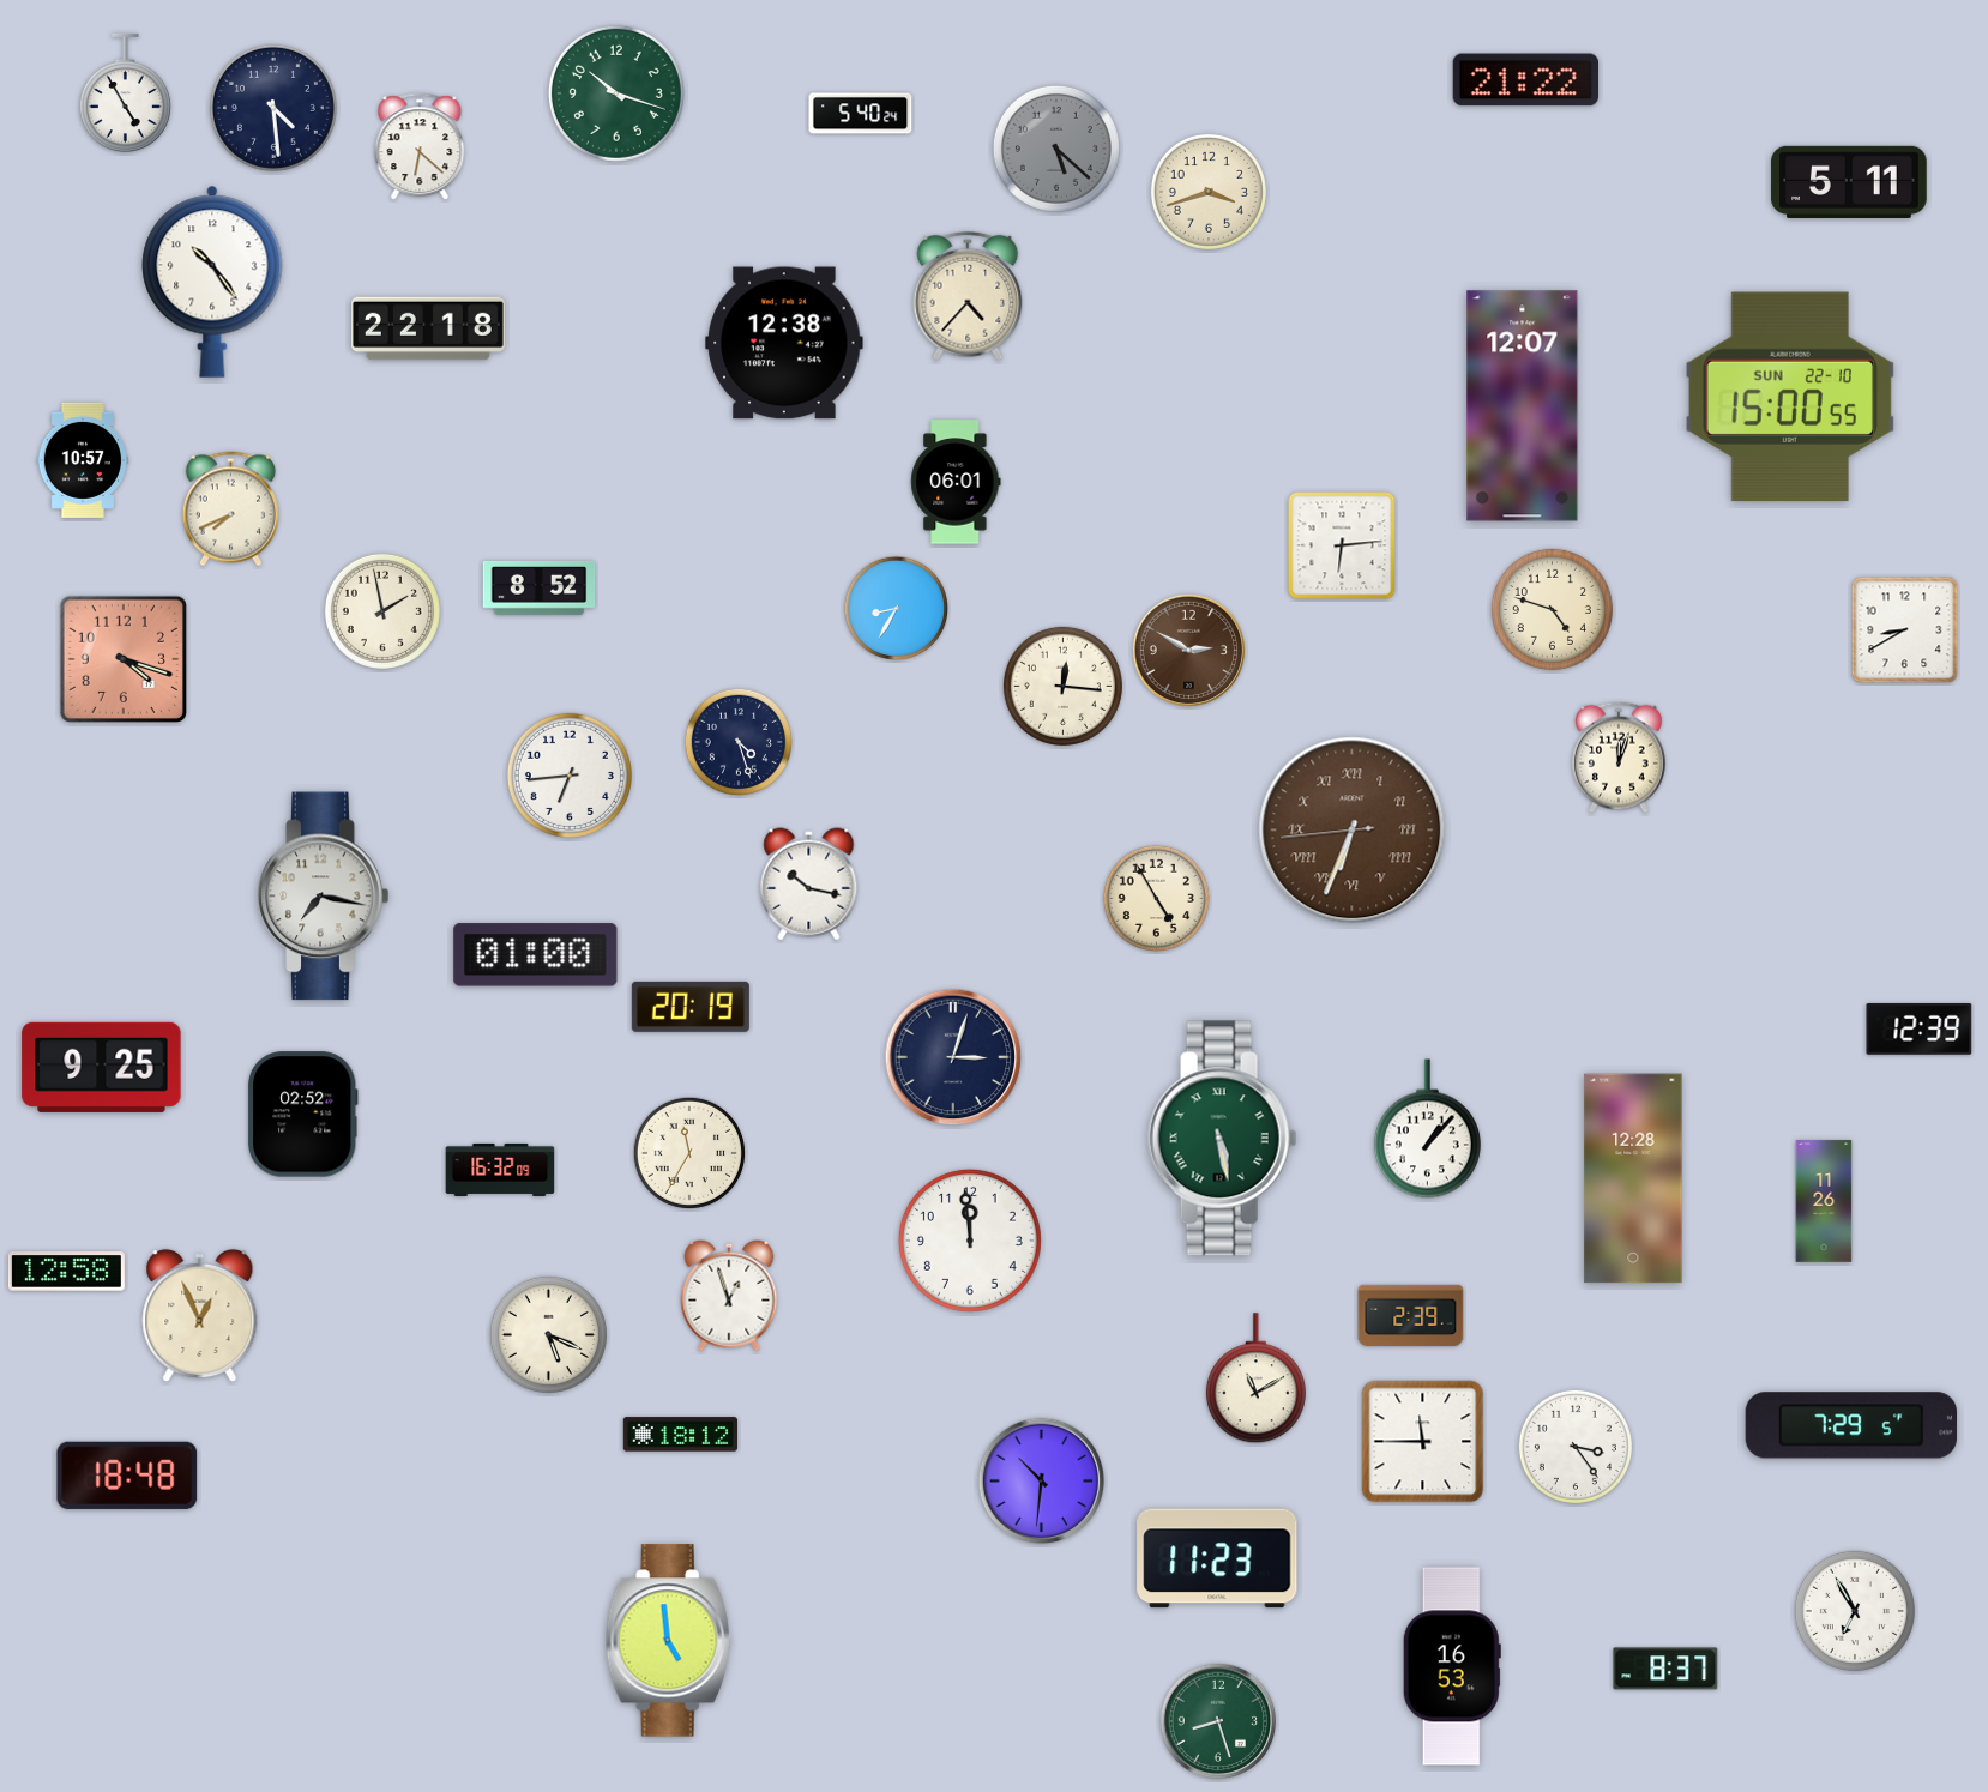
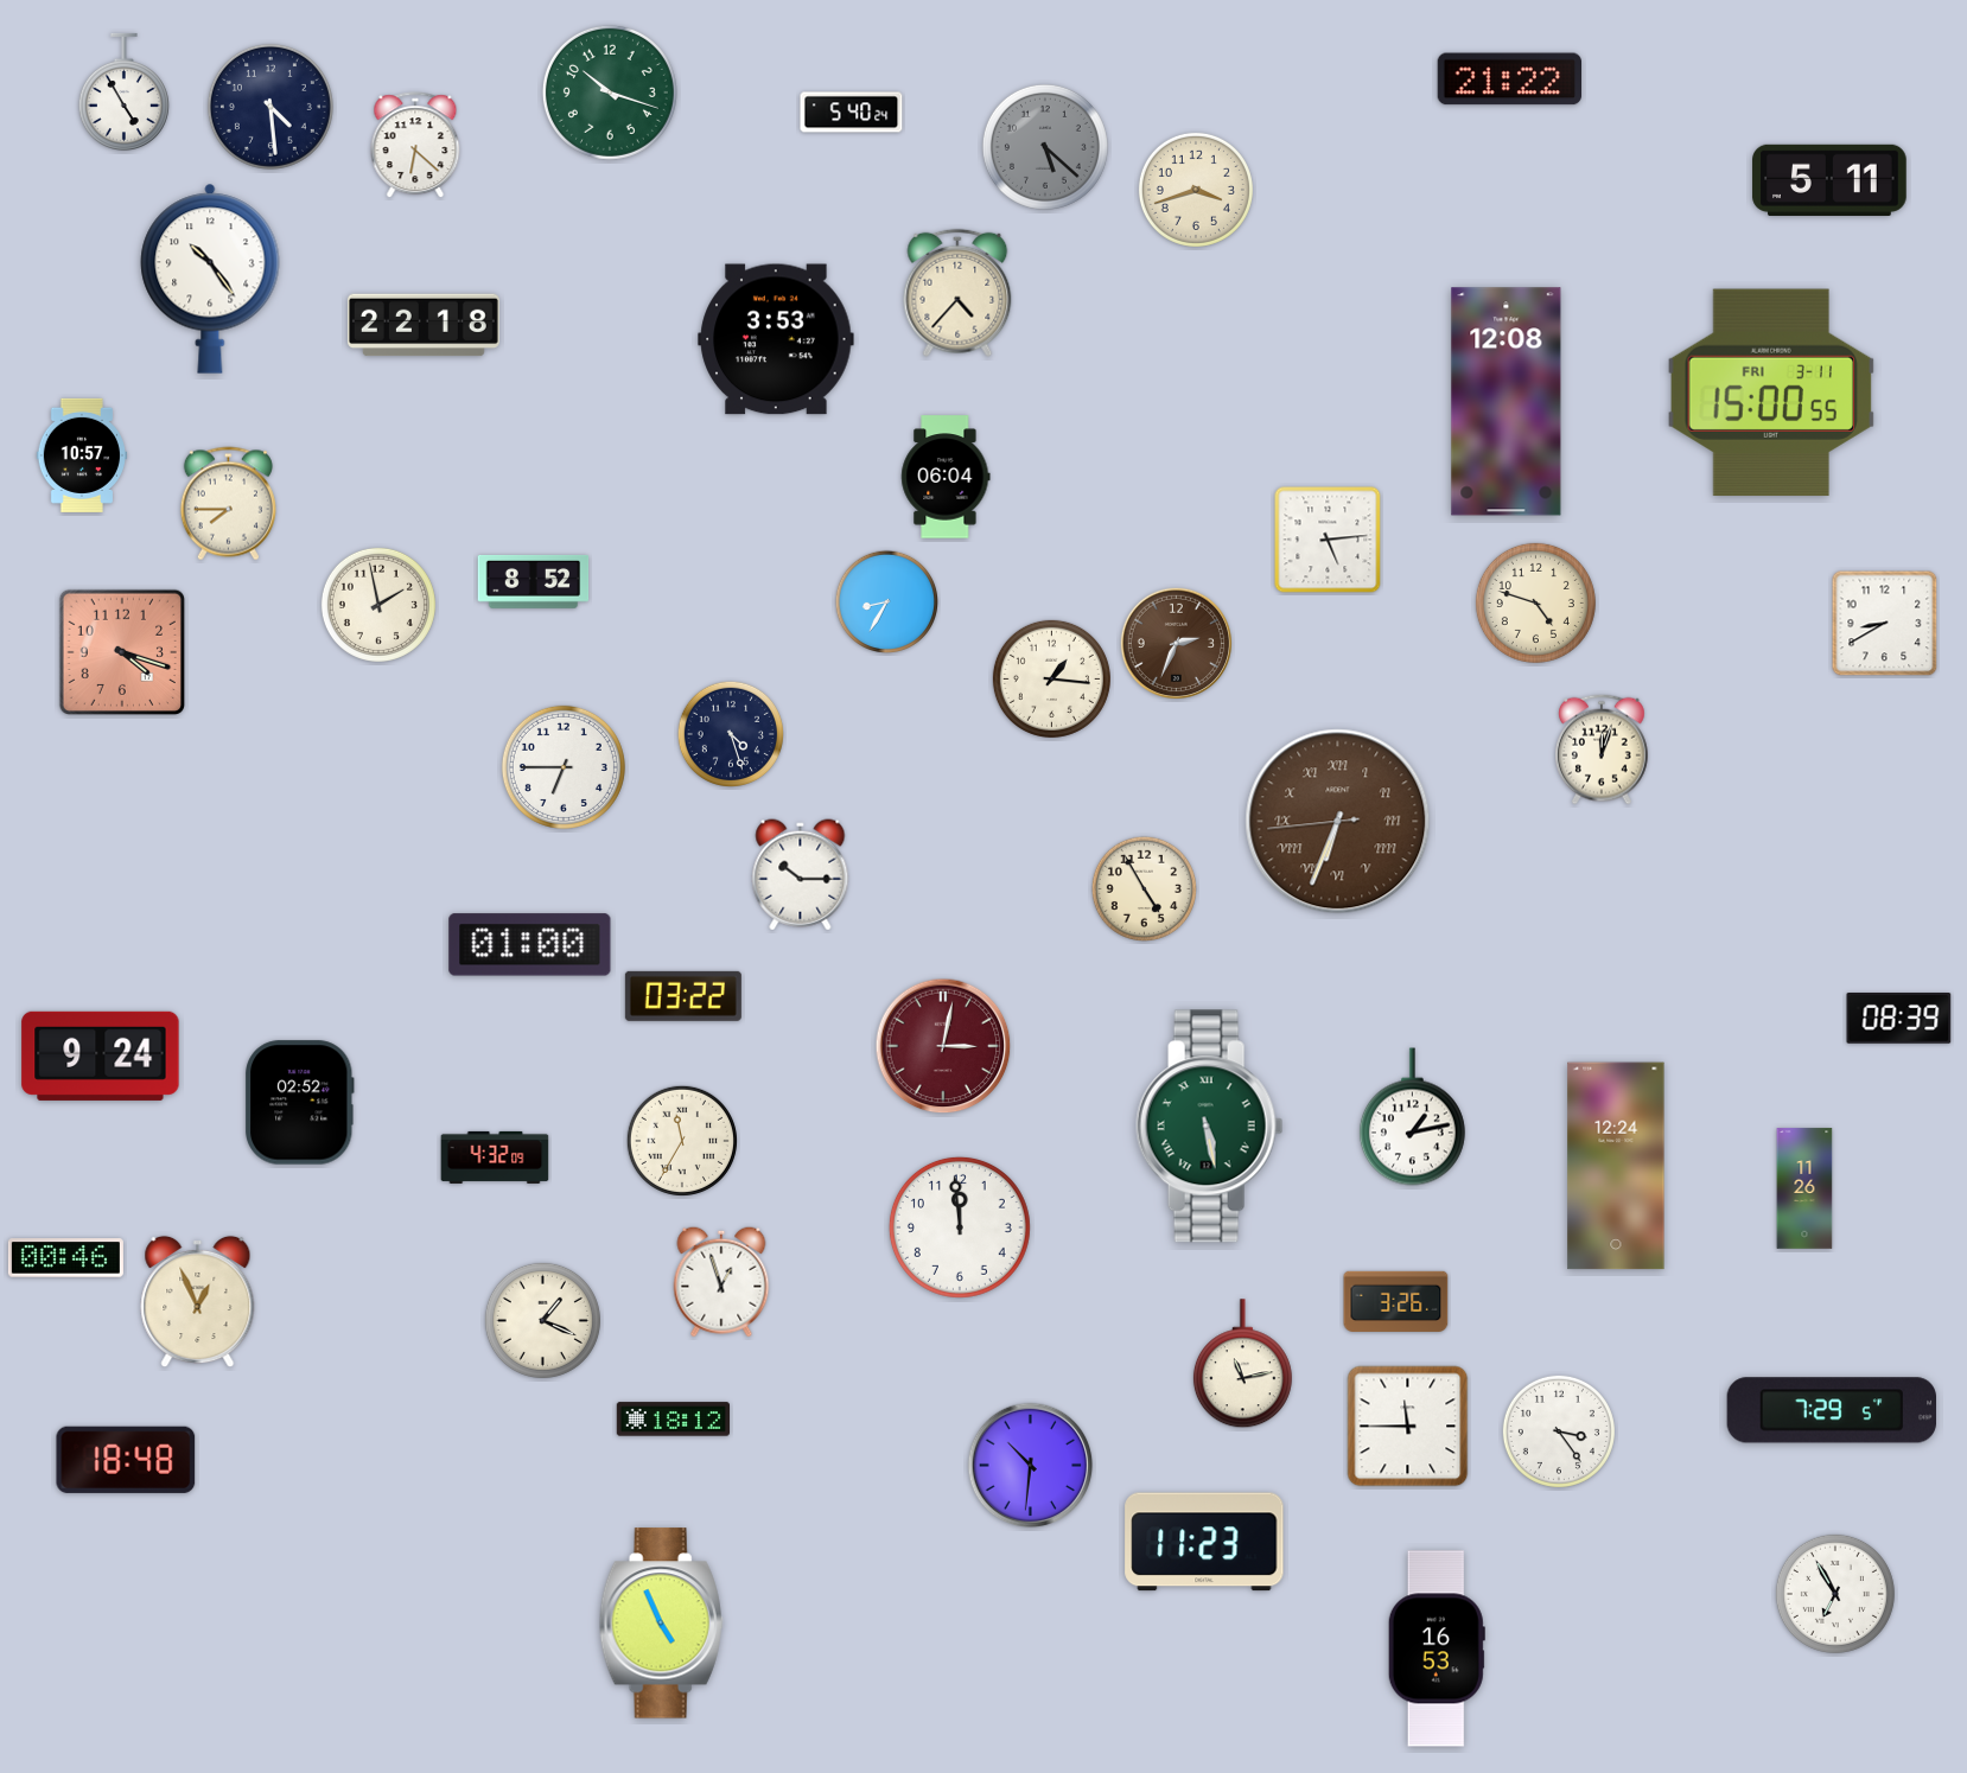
clock at (784, 343): 12:38 -> 3:53
clock at (1790, 397) date: SUN 22-10 -> FRI 3-11
clock at (1523, 406): 12:07 -> 12:08
clock at (956, 482): 06:01 -> 06:04
clock at (230, 509): 7:41 -> 7:45
clock at (1342, 545): 6:14 -> 5:14
clock at (1188, 650): 2:50 -> 2:34
clock at (1062, 686): 12:16 -> 1:16
clock at (570, 776): 6:44 -> 6:45
clock at (809, 885): 10:17 -> 10:15
clock at (324, 897): 7:17 -> none
clock at (691, 1007): 20:19 -> 03:22
clock at (1920, 1030): 12:39 -> 08:39
clock at (953, 1057): 3:03 -> 3:02
clock at (953, 1057) dial: navy -> burgundy
clock at (102, 1067): 9:25 -> 9:24
clock at (1427, 1129): 1:07 -> 1:13
clock at (500, 1170): 16:32 -> 4:32
clock at (1633, 1178): 12:28 -> 12:24
clock at (66, 1272): 12:58 -> 00:46
clock at (1411, 1315): 2:39 -> 3:26
clock at (548, 1334): 5:19 -> 1:19
clock at (1255, 1378): 11:10 -> 11:13
clock at (668, 1641): 4:59 -> 4:56
clock at (1665, 1669): 8:37 -> none
clock at (1217, 1720): 8:27 -> none
